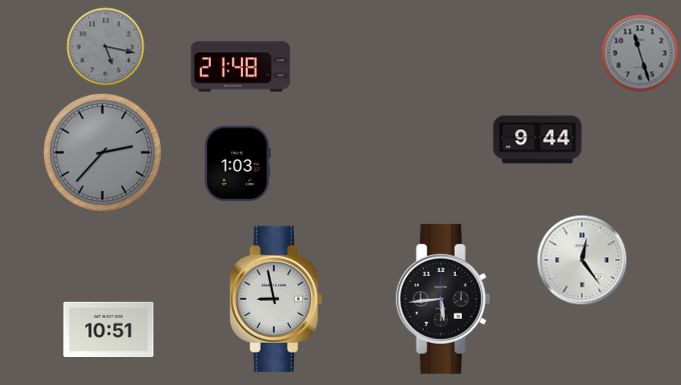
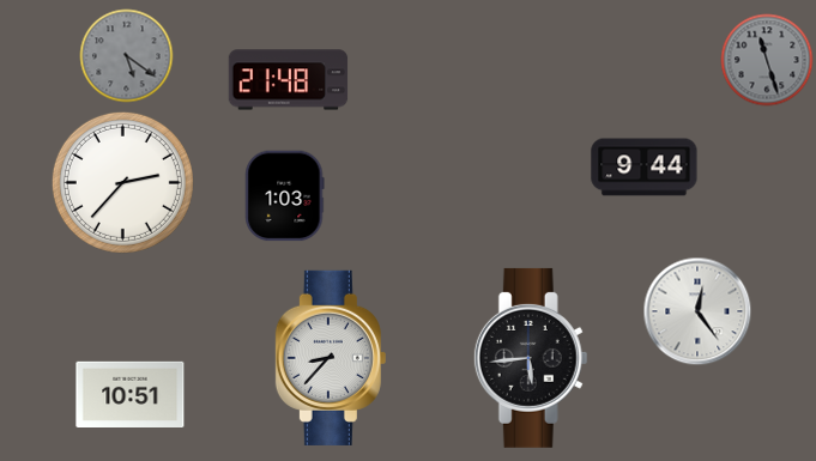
clock at (106, 47): 5:17 -> 5:21
clock at (640, 53) position: (640, 53) -> (767, 60)
clock at (102, 152) dial: grey -> white
clock at (276, 299): 8:58 -> 8:37
